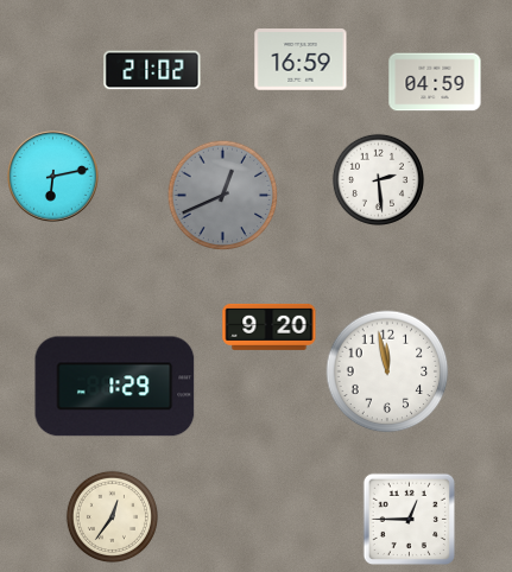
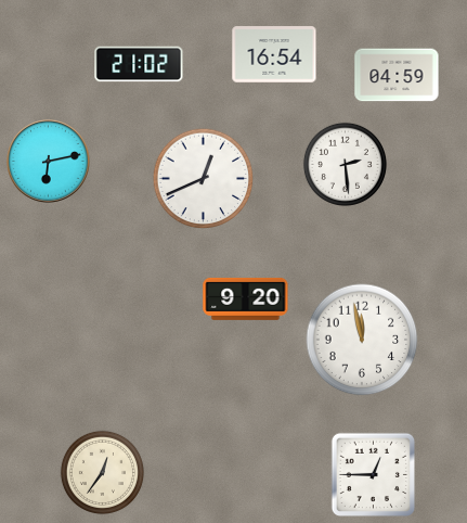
clock at (301, 59): 16:59 -> 16:54
clock at (222, 195) dial: grey -> white
clock at (387, 371) position: (387, 371) -> (362, 340)
clock at (115, 387): 1:29 -> none
